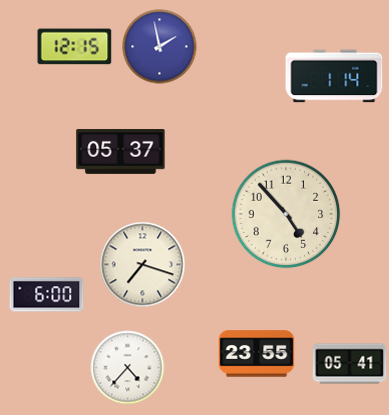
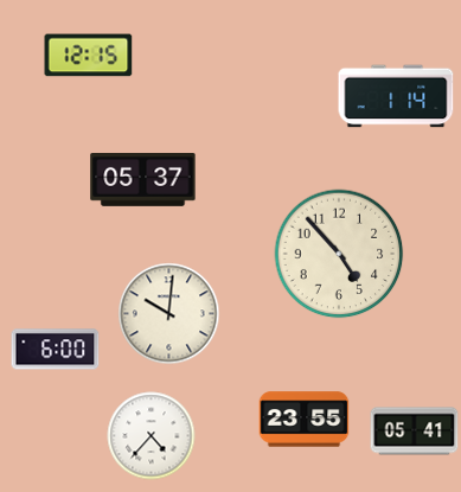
clock at (160, 47): 1:58 -> none
clock at (334, 76) position: (334, 76) -> (396, 96)
clock at (143, 265): 7:18 -> 10:01
